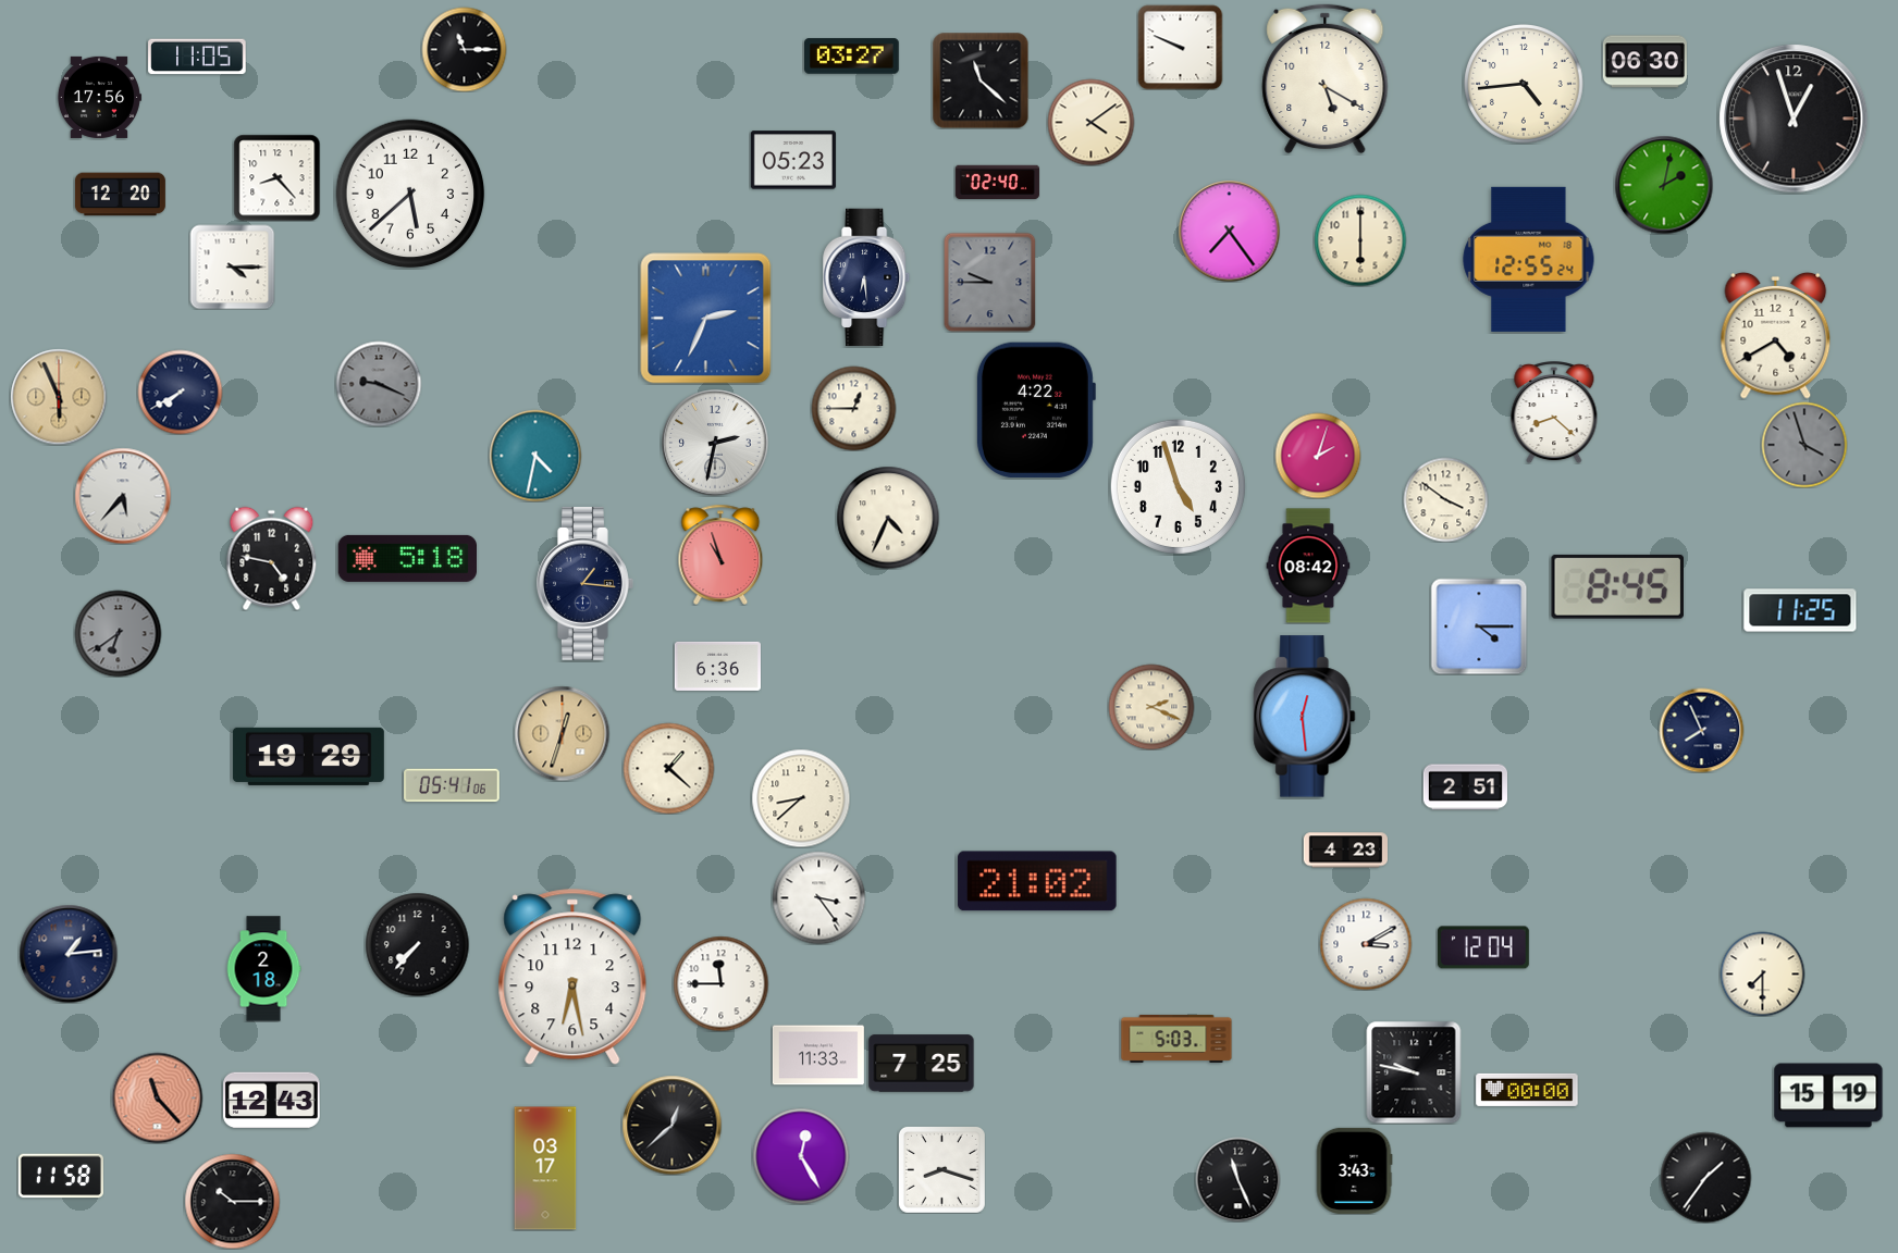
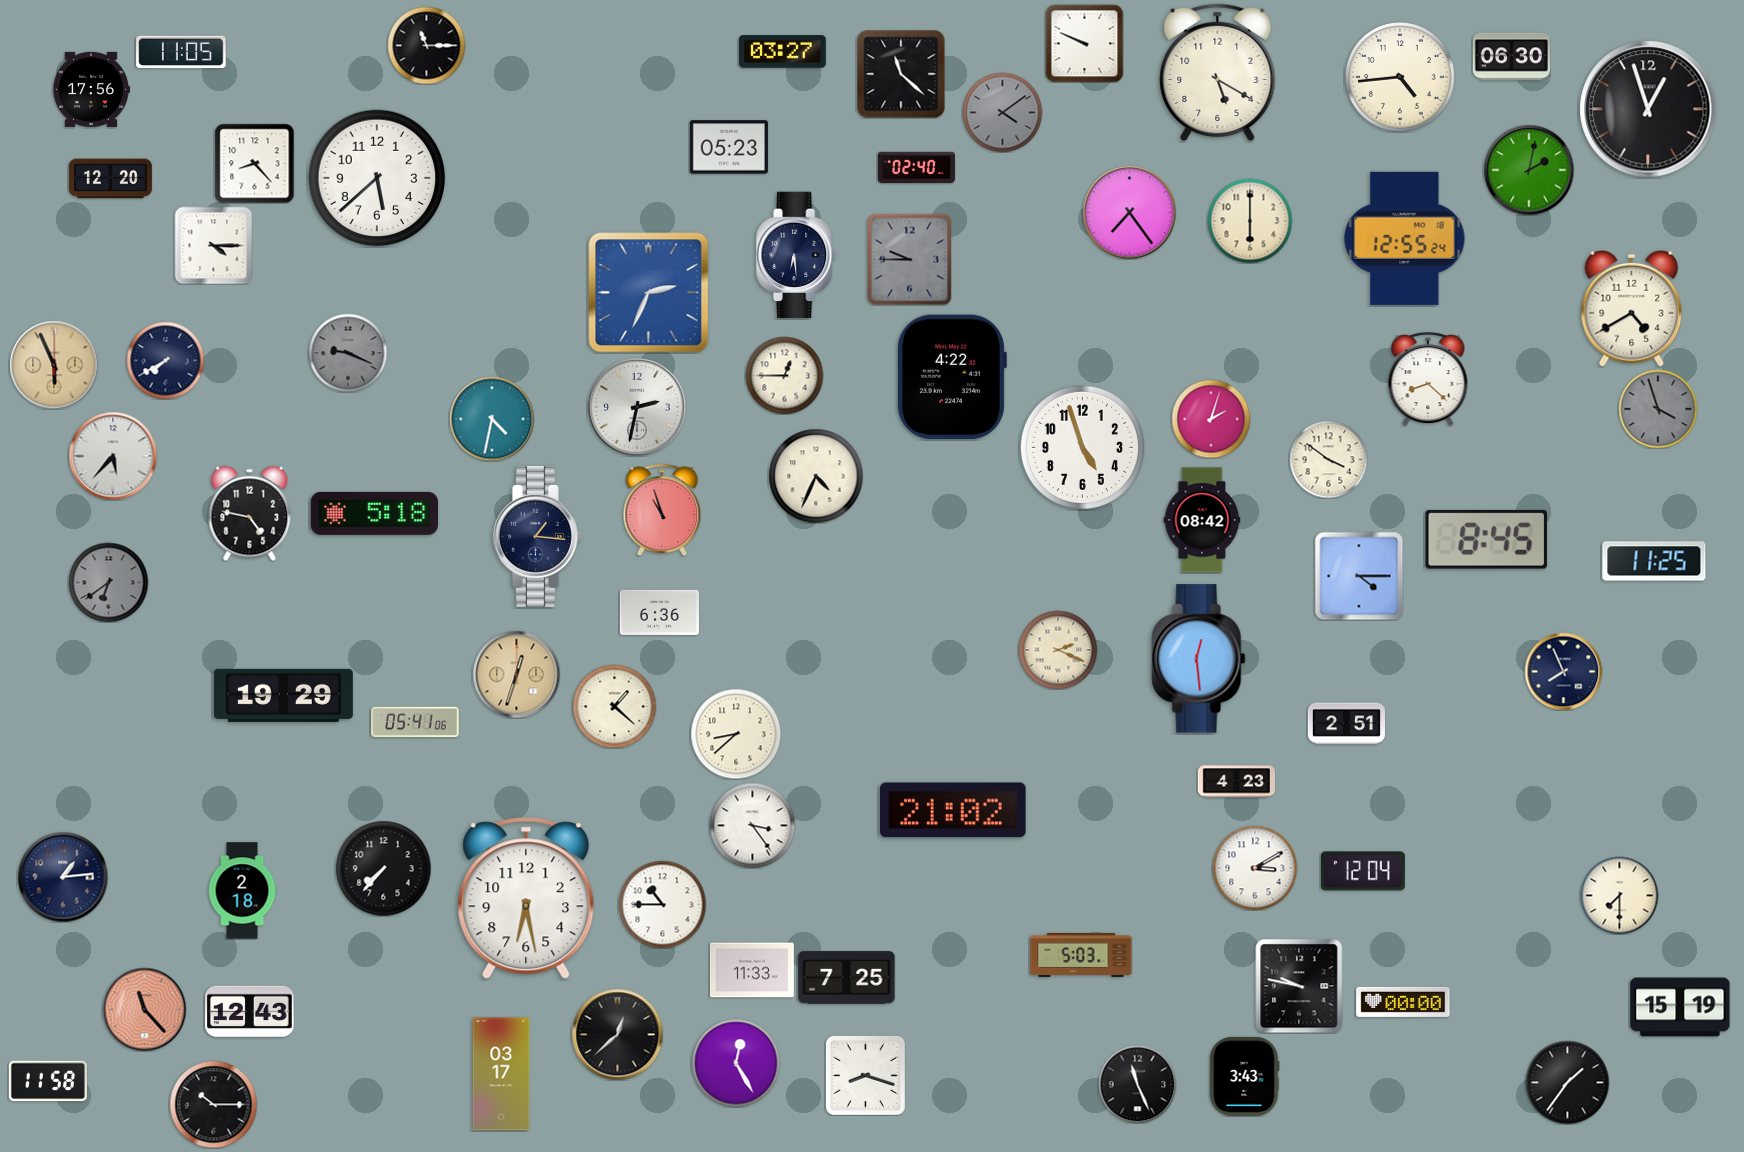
clock at (1090, 122) dial: cream -> grey
clock at (715, 443) position: (715, 443) -> (637, 407)
clock at (720, 983): 11:45 -> 10:45
clock at (61, 1176) position: (61, 1176) -> (48, 1081)
